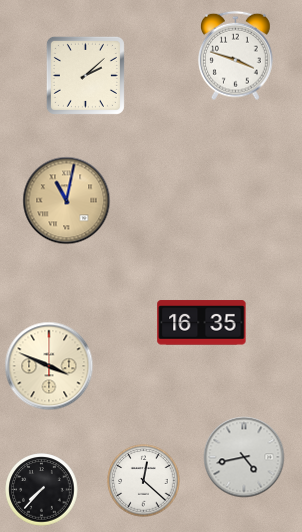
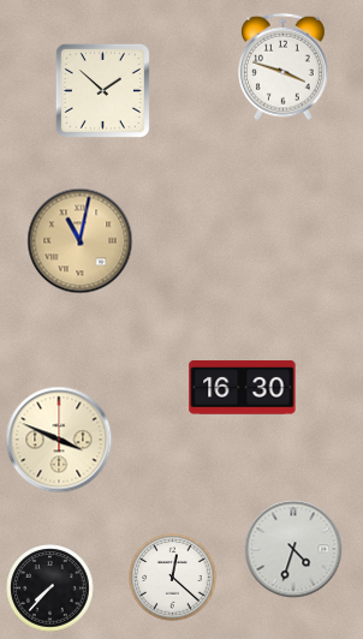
clock at (85, 75): 2:08 -> 1:52
clock at (202, 323): 16:35 -> 16:30
clock at (244, 457): 4:43 -> 4:33
